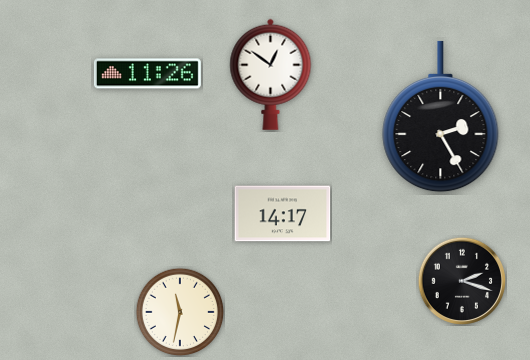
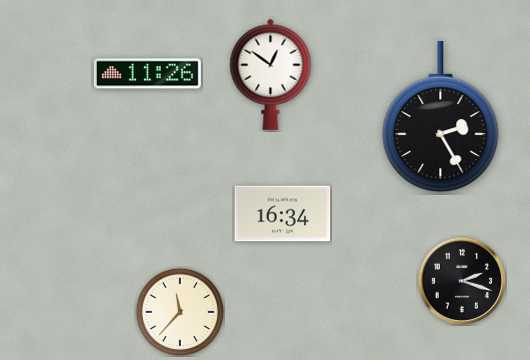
clock at (283, 214): 14:17 -> 16:34
clock at (180, 312): 11:32 -> 11:37
